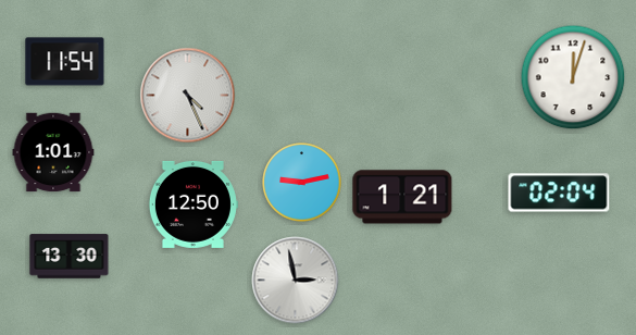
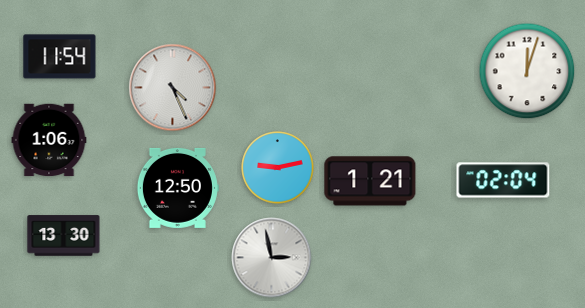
clock at (53, 152): 1:01 -> 1:06
clock at (559, 193) position: (559, 193) -> (503, 180)
